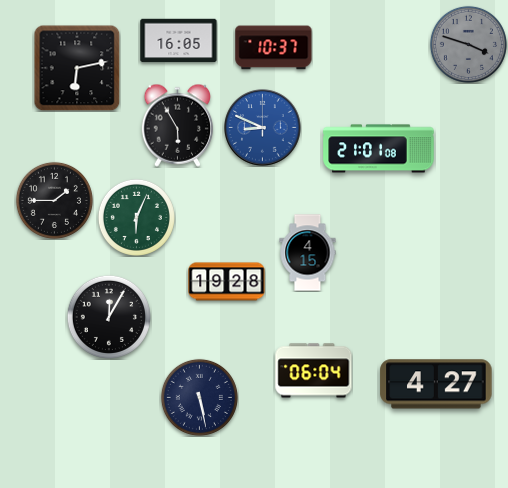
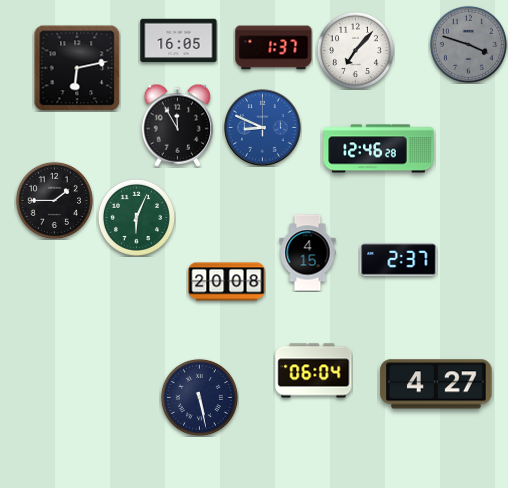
clock at (274, 48): 10:37 -> 1:37
clock at (355, 50): none -> 7:07
clock at (178, 125): 5:55 -> 11:55
clock at (379, 149): 21:01 -> 12:46
clock at (399, 260): none -> 2:37
clock at (227, 282): 19:28 -> 20:08
clock at (109, 317): 12:05 -> none
